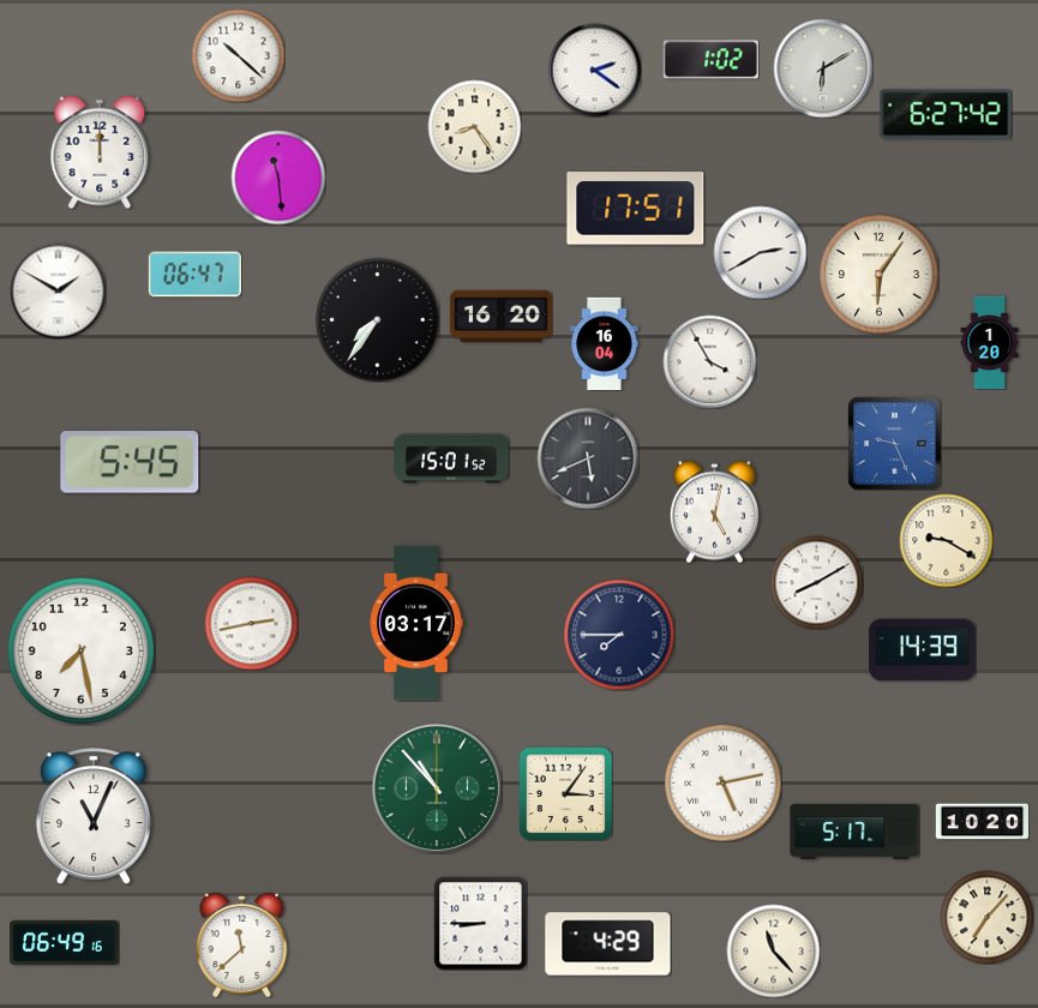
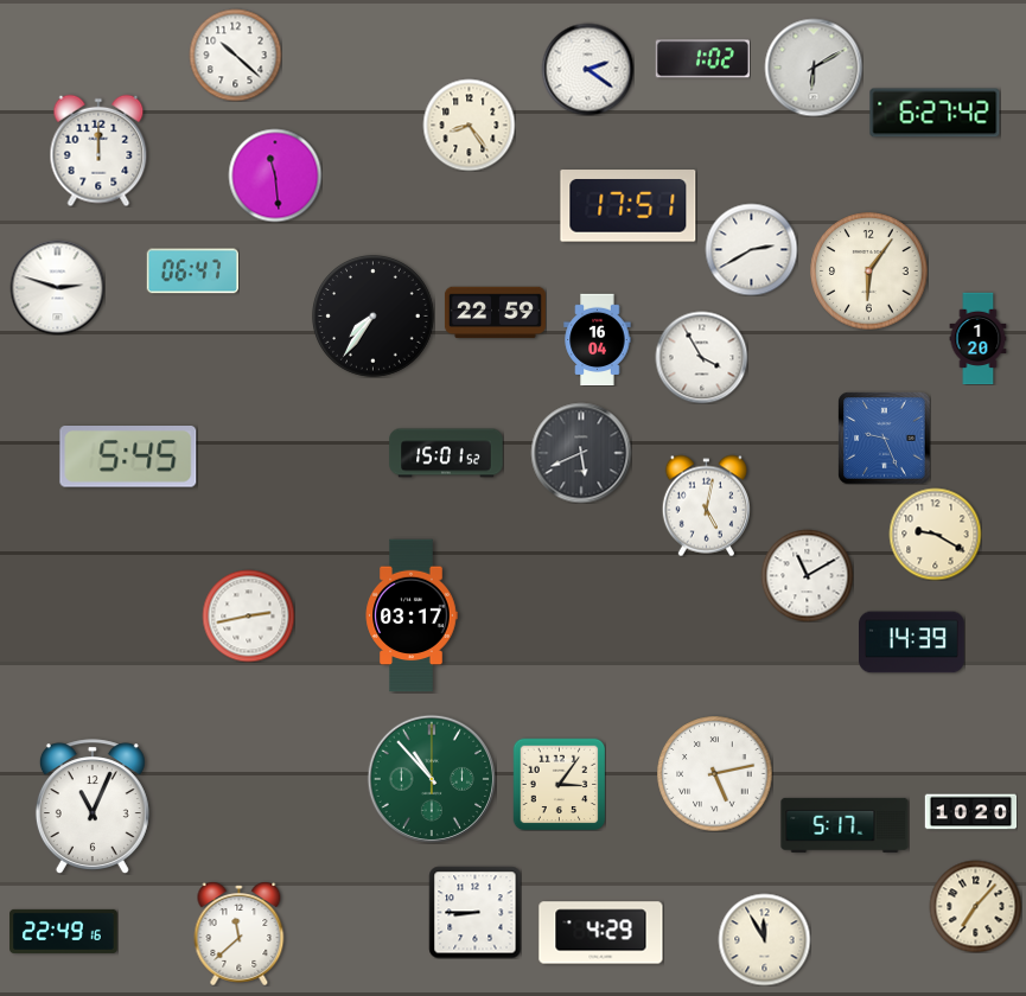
clock at (58, 290): 1:50 -> 2:48
clock at (500, 317): 16:20 -> 22:59
clock at (816, 582): 8:10 -> 11:10
clock at (619, 635): 7:45 -> none
clock at (80, 650): 7:28 -> none
clock at (854, 832) position: (854, 832) -> (845, 825)
clock at (65, 942): 06:49 -> 22:49
clock at (773, 950): 11:23 -> 11:55
